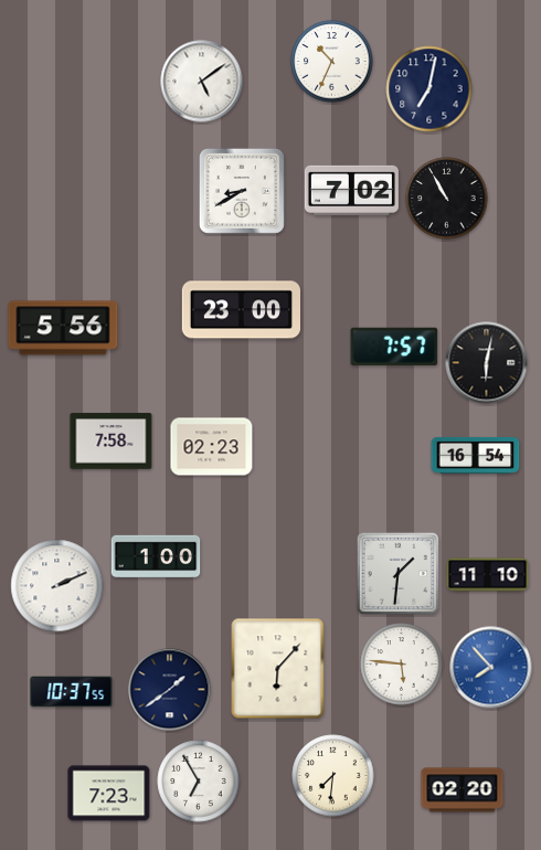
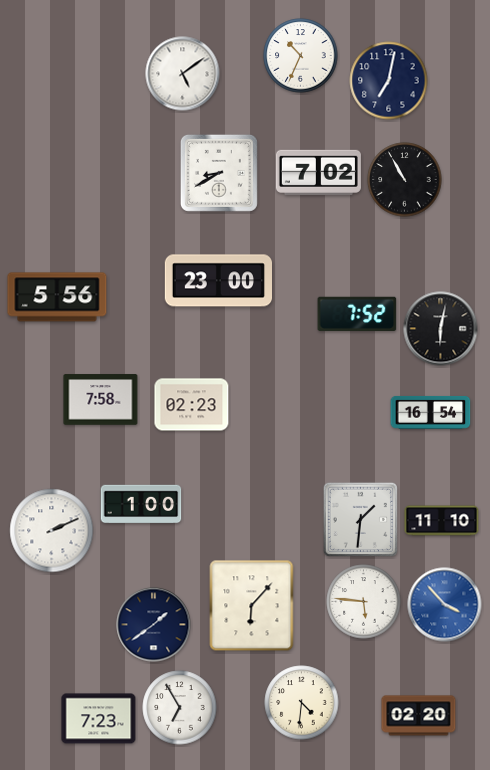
clock at (394, 347): 7:57 -> 7:52
clock at (491, 668): 7:53 -> 3:53
clock at (72, 692): 10:37 -> none
clock at (333, 776): 7:31 -> 4:31
